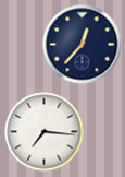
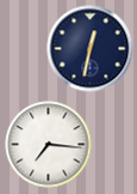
clock at (83, 45): 12:37 -> 12:32
